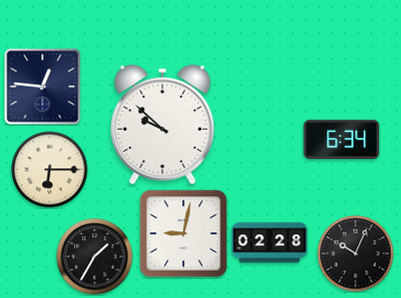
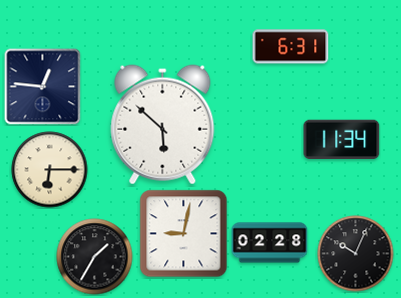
clock at (291, 47): none -> 6:31
clock at (163, 125): 9:52 -> 5:52
clock at (342, 140): 6:34 -> 11:34
